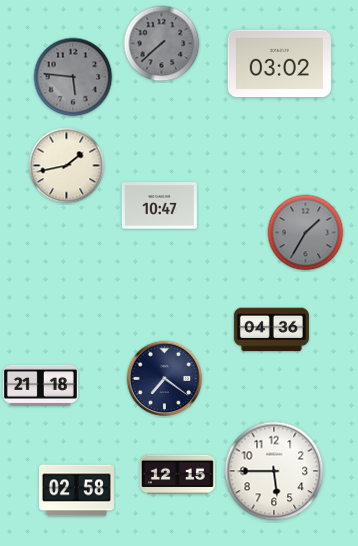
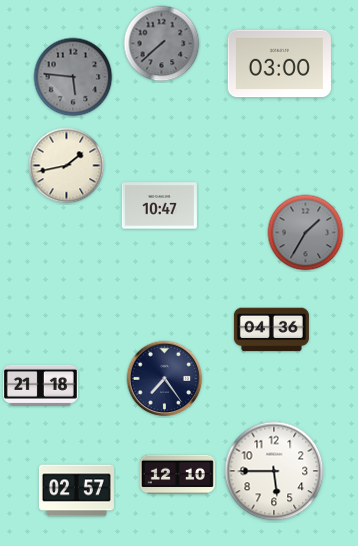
clock at (279, 64): 03:02 -> 03:00
clock at (165, 379): 7:21 -> 7:24
clock at (177, 475): 12:15 -> 12:10
clock at (76, 491): 02:58 -> 02:57
